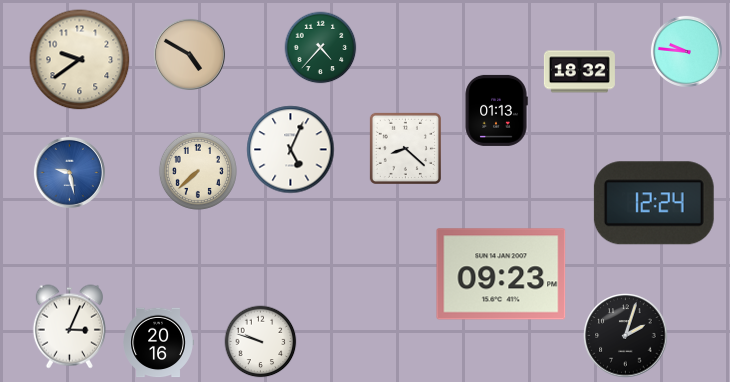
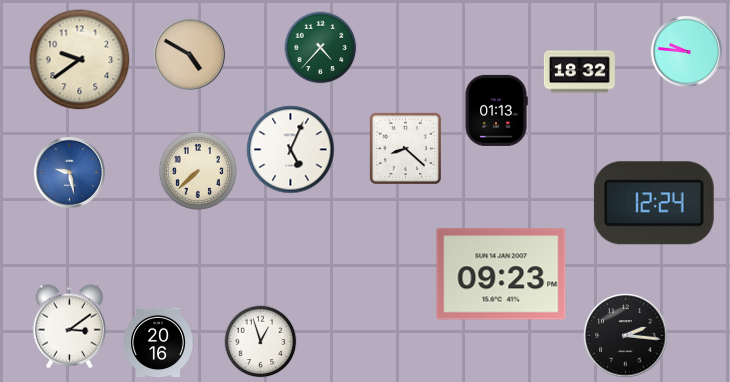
clock at (69, 327): 3:04 -> 3:09
clock at (626, 336): 2:03 -> 2:16
clock at (261, 342): 9:48 -> 12:57
